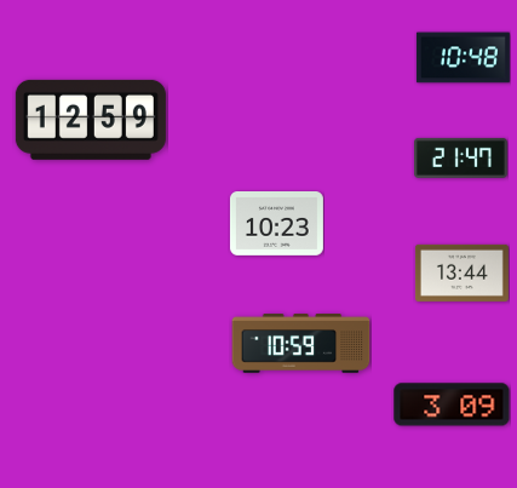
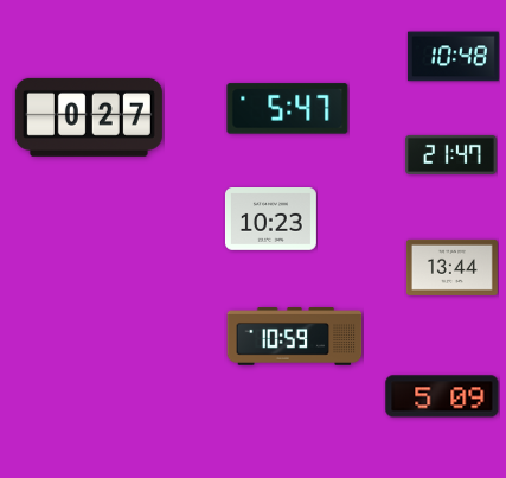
clock at (288, 109): none -> 5:47
clock at (91, 120): 12:59 -> 0:27
clock at (452, 404): 3:09 -> 5:09
